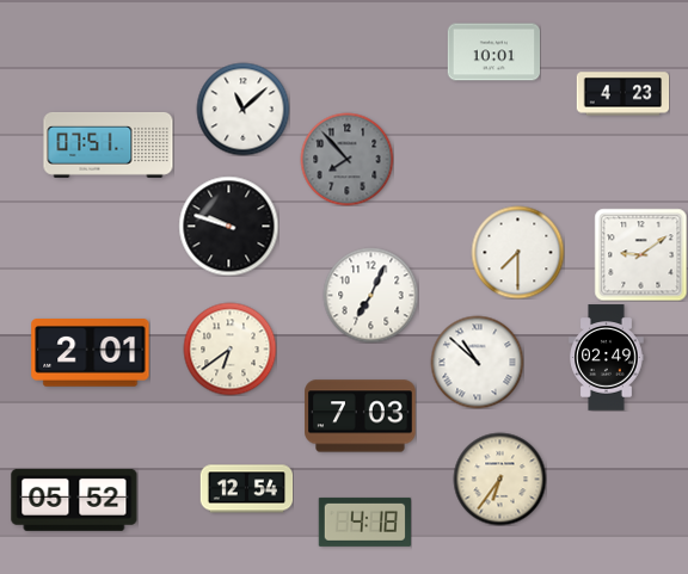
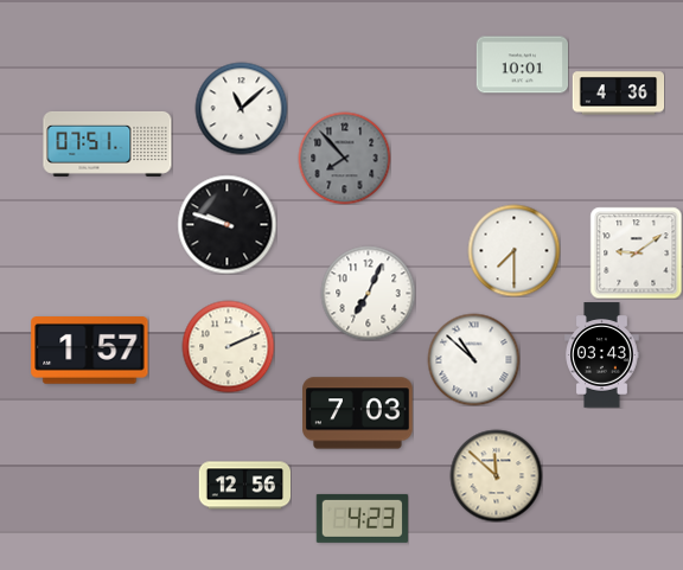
clock at (493, 53) position: (493, 53) -> (522, 65)
clock at (622, 94): 4:23 -> 4:36
clock at (229, 348): 6:39 -> 2:11
clock at (91, 353): 2:01 -> 1:57
clock at (607, 358): 02:49 -> 03:43
clock at (499, 479): 6:36 -> 11:52
clock at (246, 489): 12:54 -> 12:56
clock at (74, 500): 05:52 -> none
clock at (364, 521): 4:18 -> 4:23
